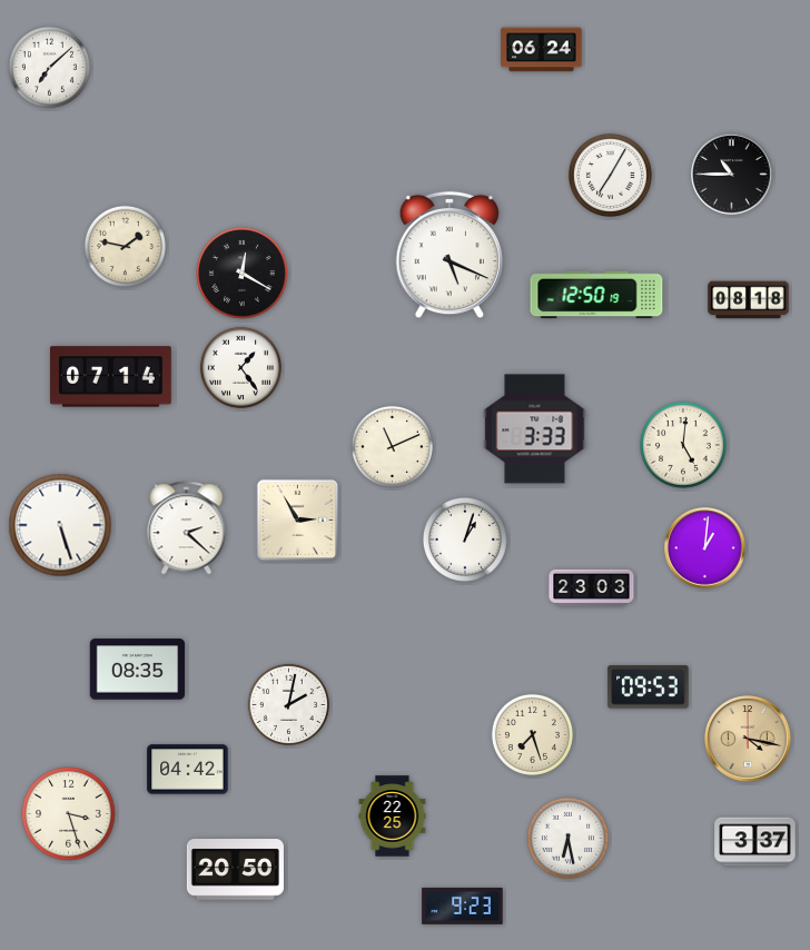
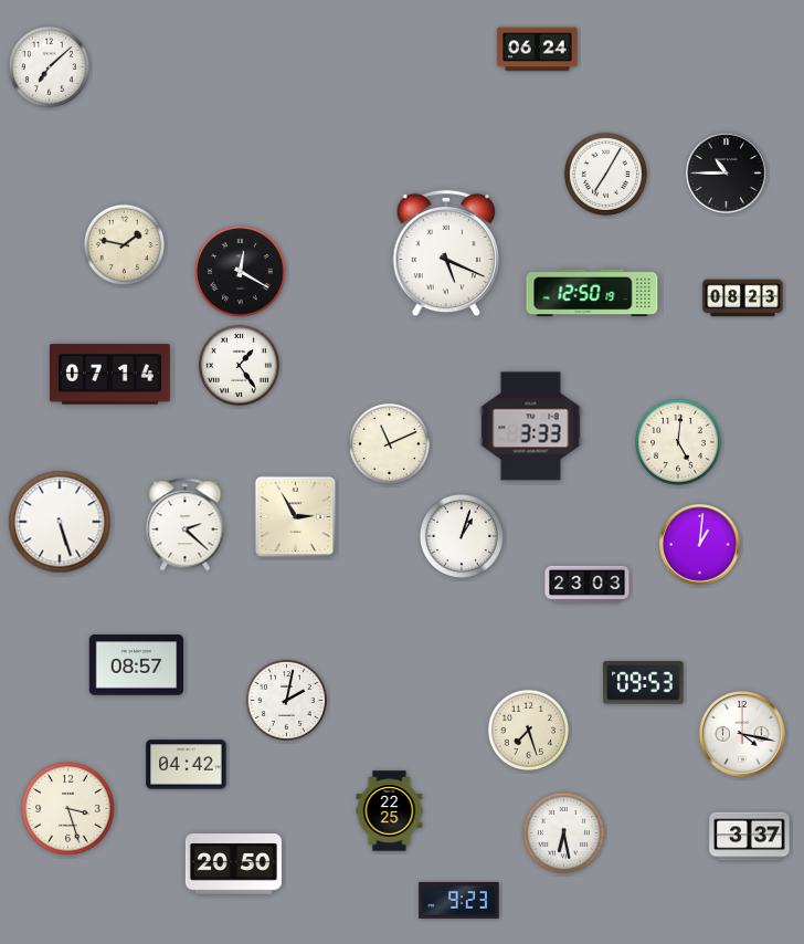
clock at (749, 300): 08:18 -> 08:23
clock at (138, 670): 08:35 -> 08:57
clock at (748, 739) dial: champagne -> white
